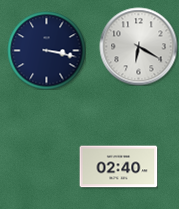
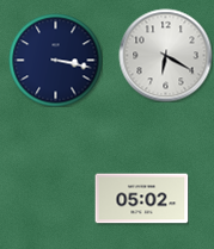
clock at (118, 167): 02:40 -> 05:02
